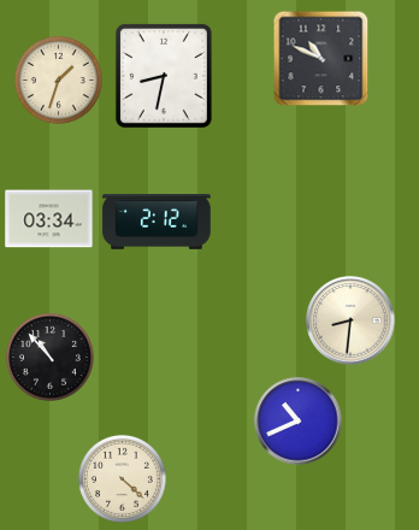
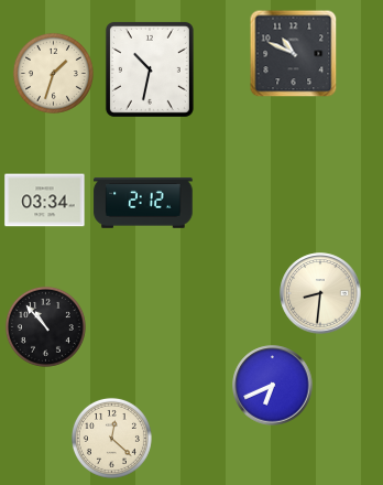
clock at (164, 76): 8:32 -> 10:32
clock at (299, 422): 10:41 -> 6:41
clock at (122, 478): 4:22 -> 12:22
